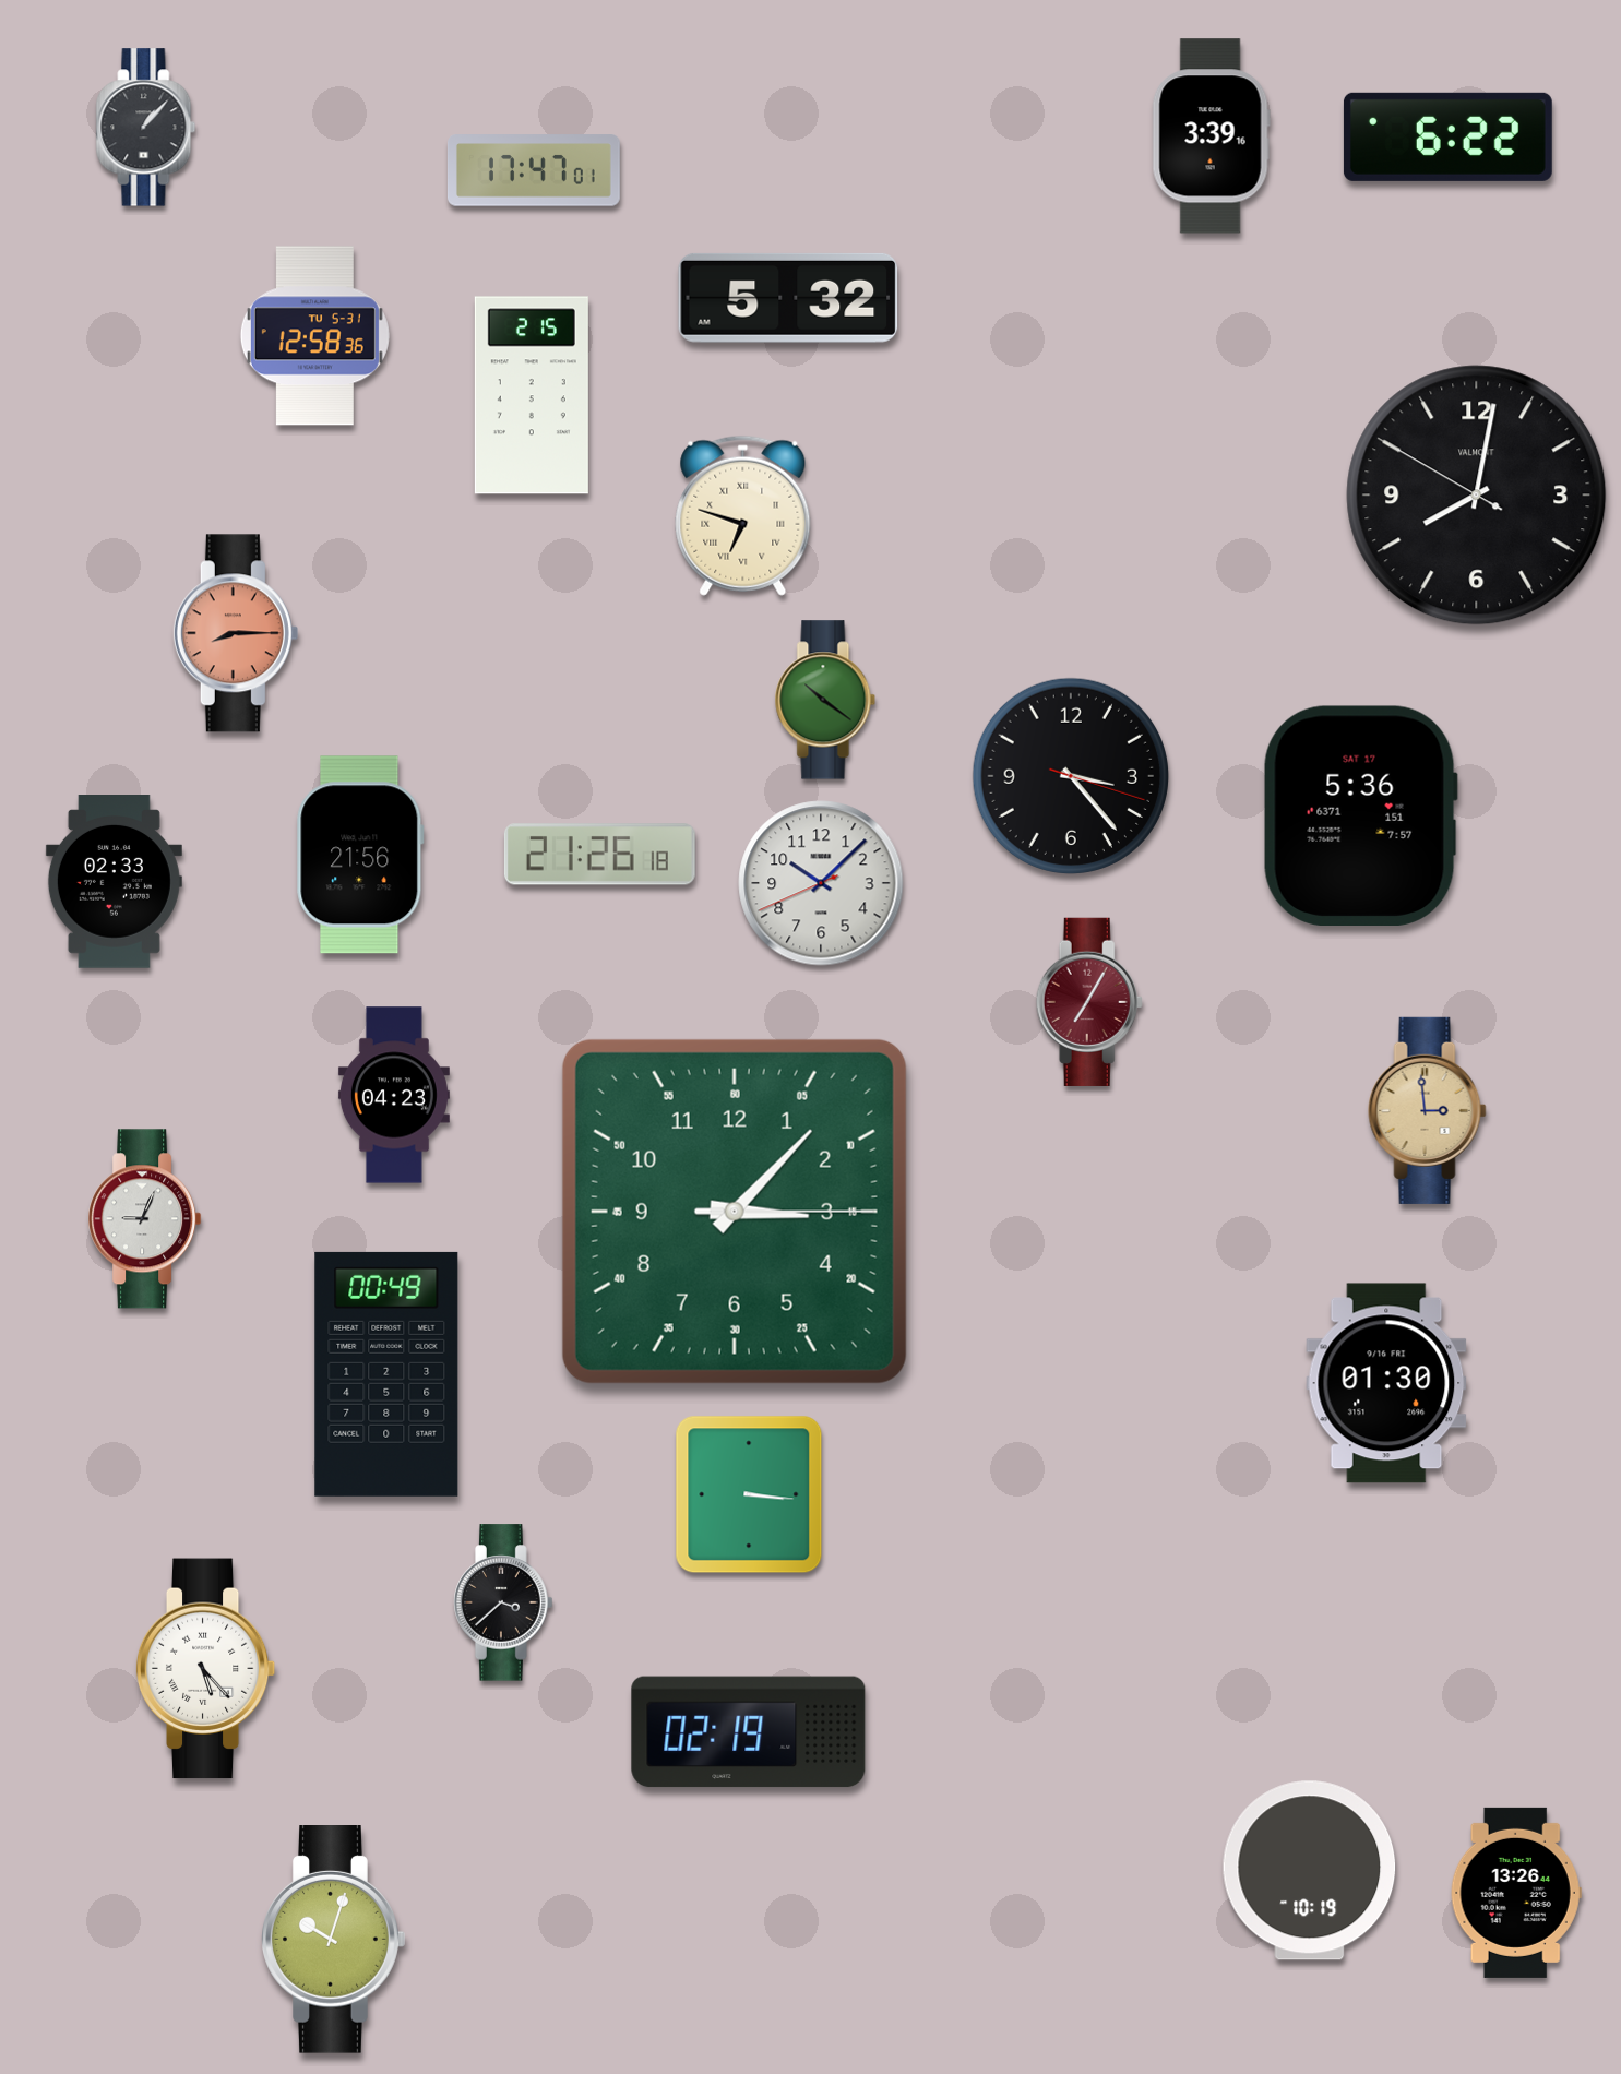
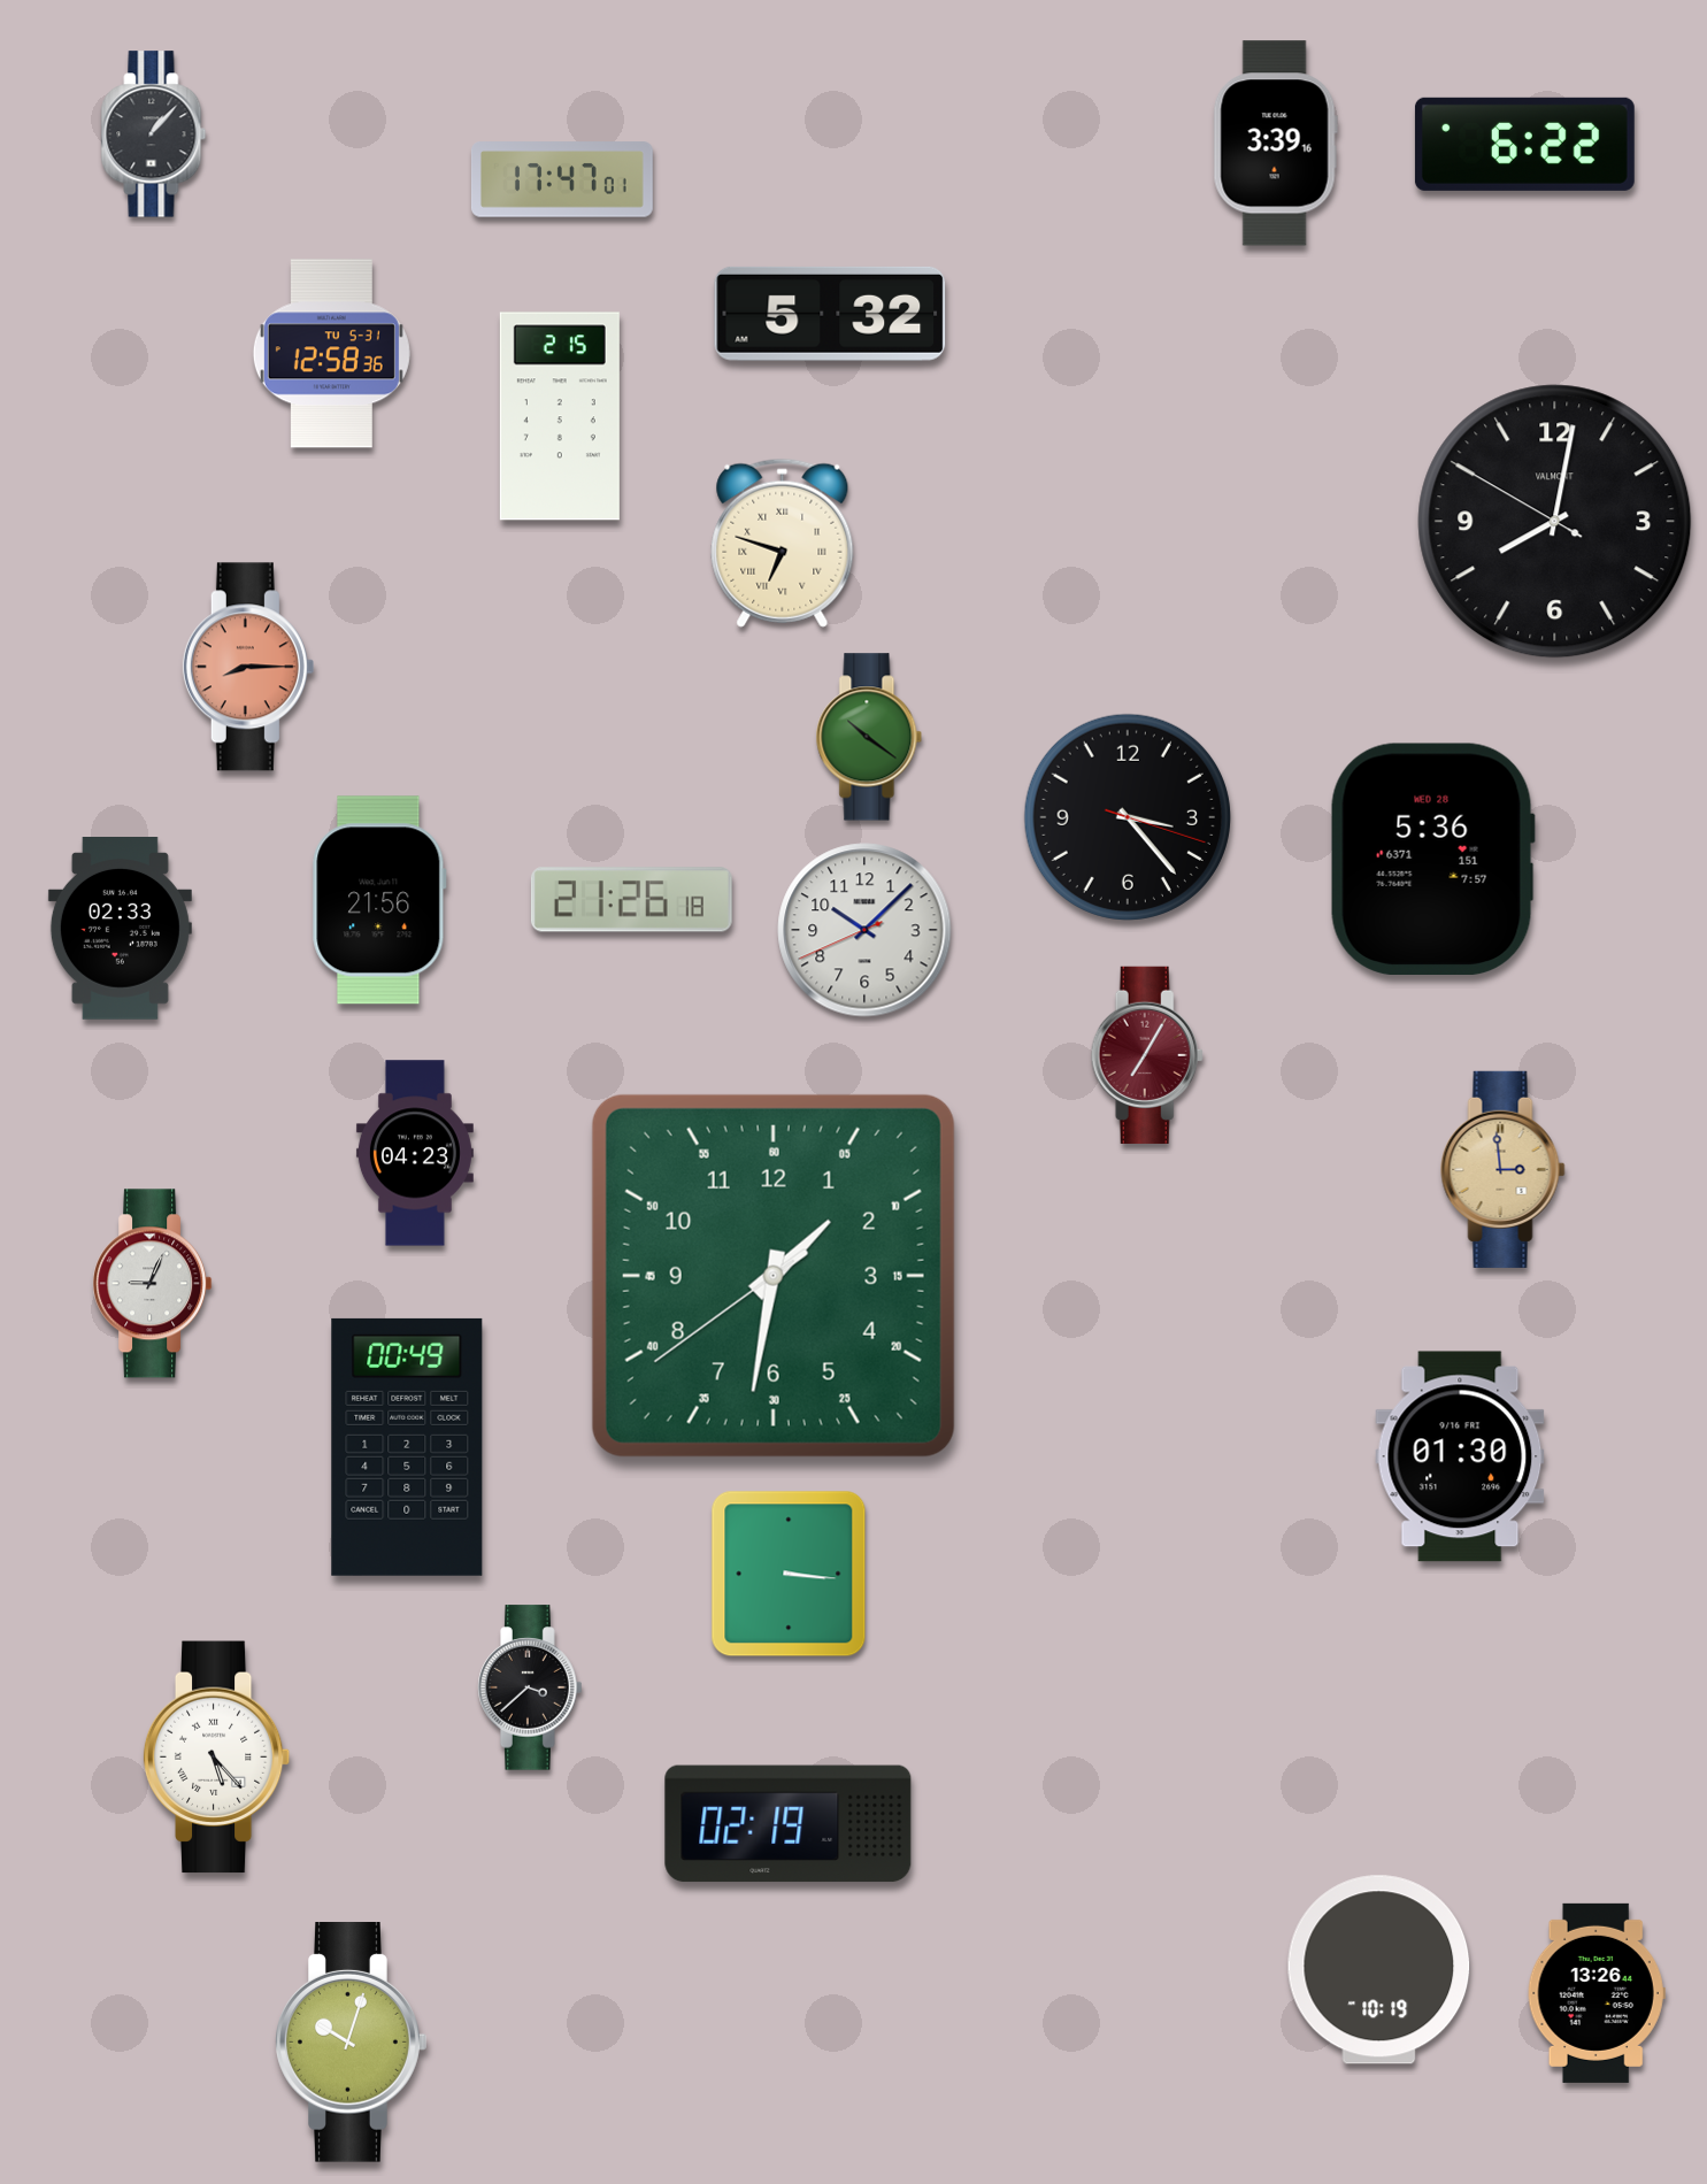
clock at (1360, 815) date: SAT 17 -> WED 28
clock at (735, 1212): 3:07 -> 1:31
